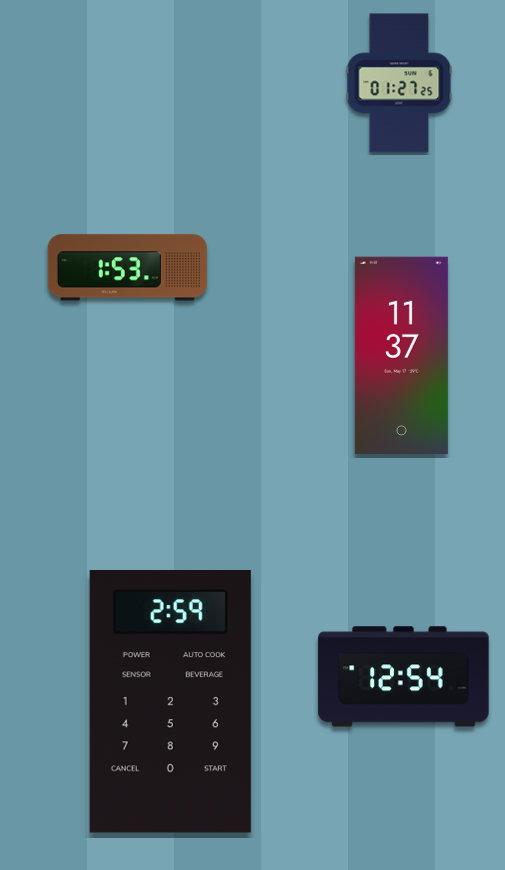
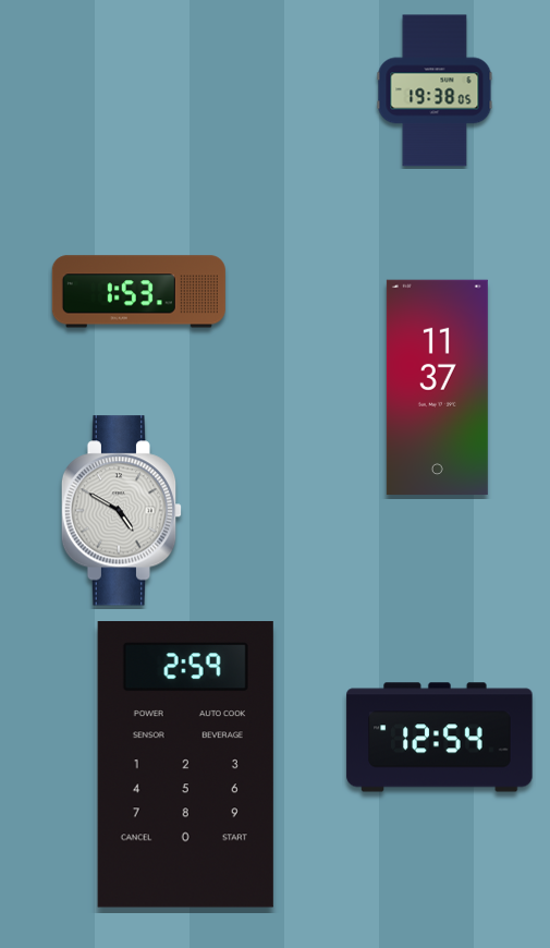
clock at (399, 83): 01:27 -> 19:38
clock at (122, 511): none -> 4:50
